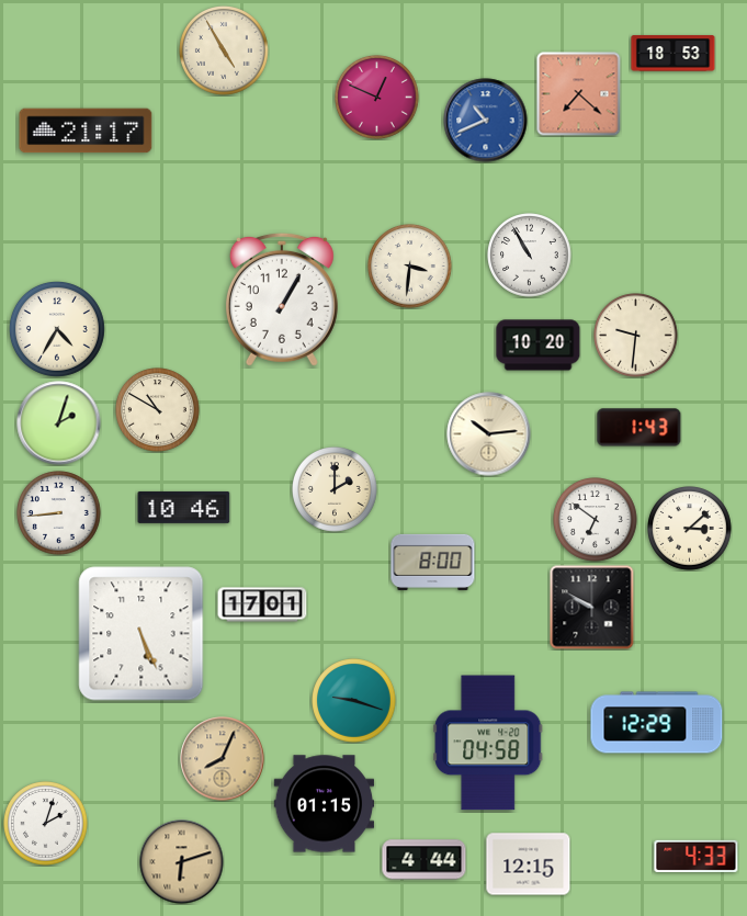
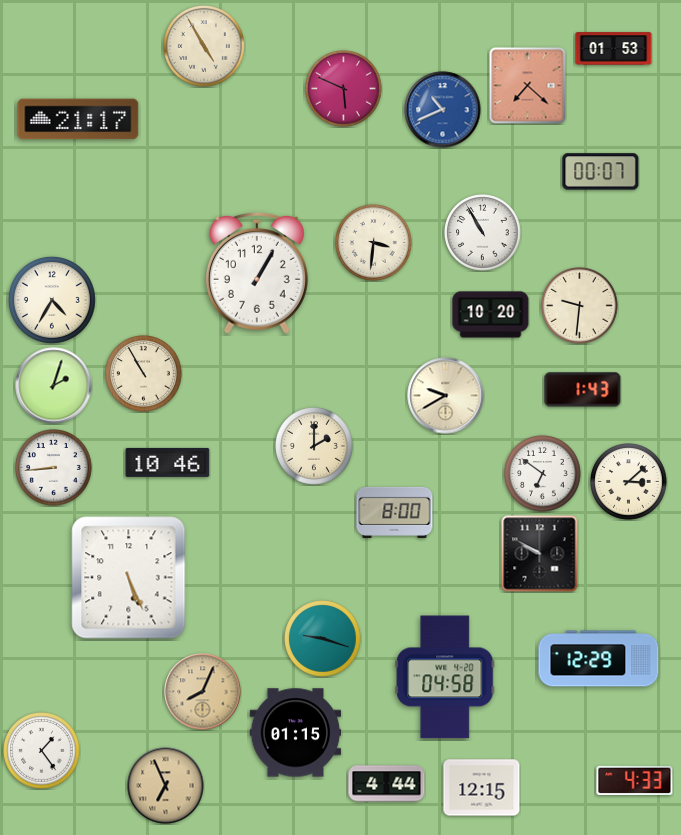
clock at (674, 54): 18:53 -> 01:53
clock at (377, 98): 12:49 -> 5:49
clock at (601, 172): none -> 00:07
clock at (158, 410): 10:50 -> 10:55
clock at (489, 434): 10:14 -> 9:40
clock at (335, 489) position: (335, 489) -> (314, 446)
clock at (262, 604): 17:01 -> none
clock at (46, 824): 2:03 -> 1:24
clock at (182, 862): 6:12 -> 6:56
